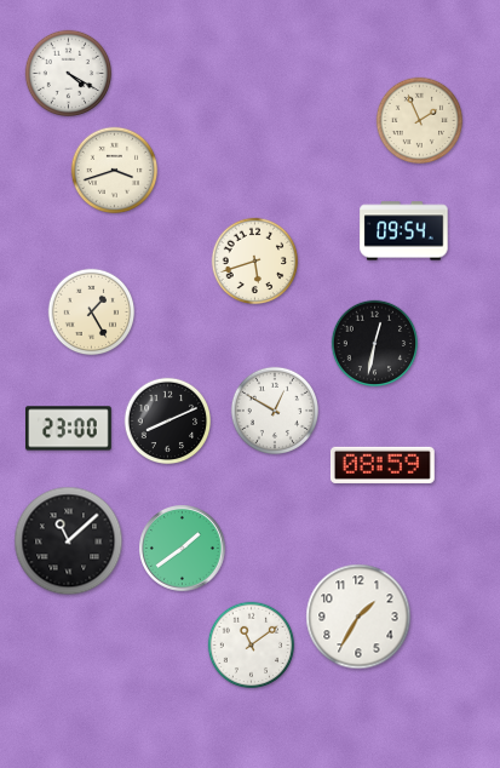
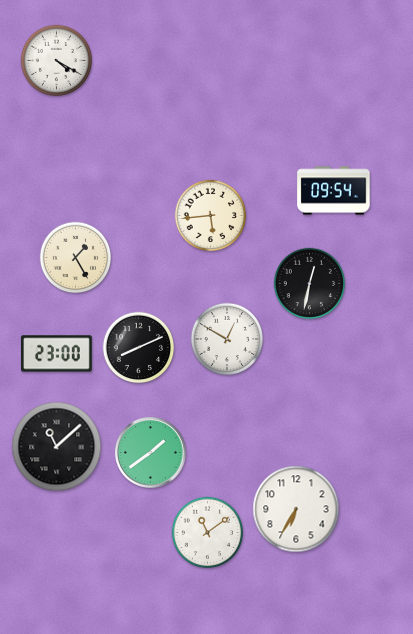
clock at (420, 121): 1:56 -> none
clock at (115, 171): 3:42 -> none
clock at (255, 262): 5:42 -> 5:44
clock at (383, 465): 08:59 -> none
clock at (358, 617): 1:35 -> 6:35
